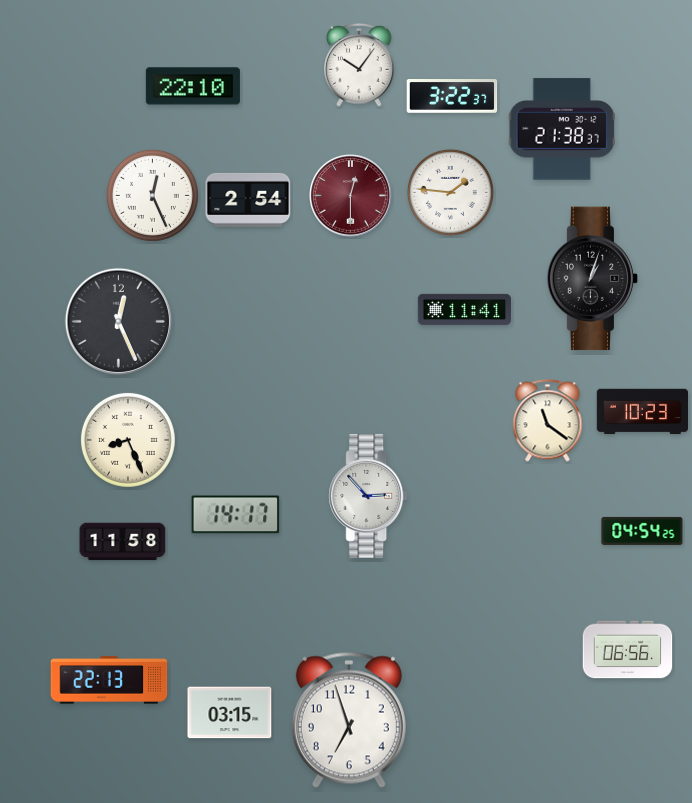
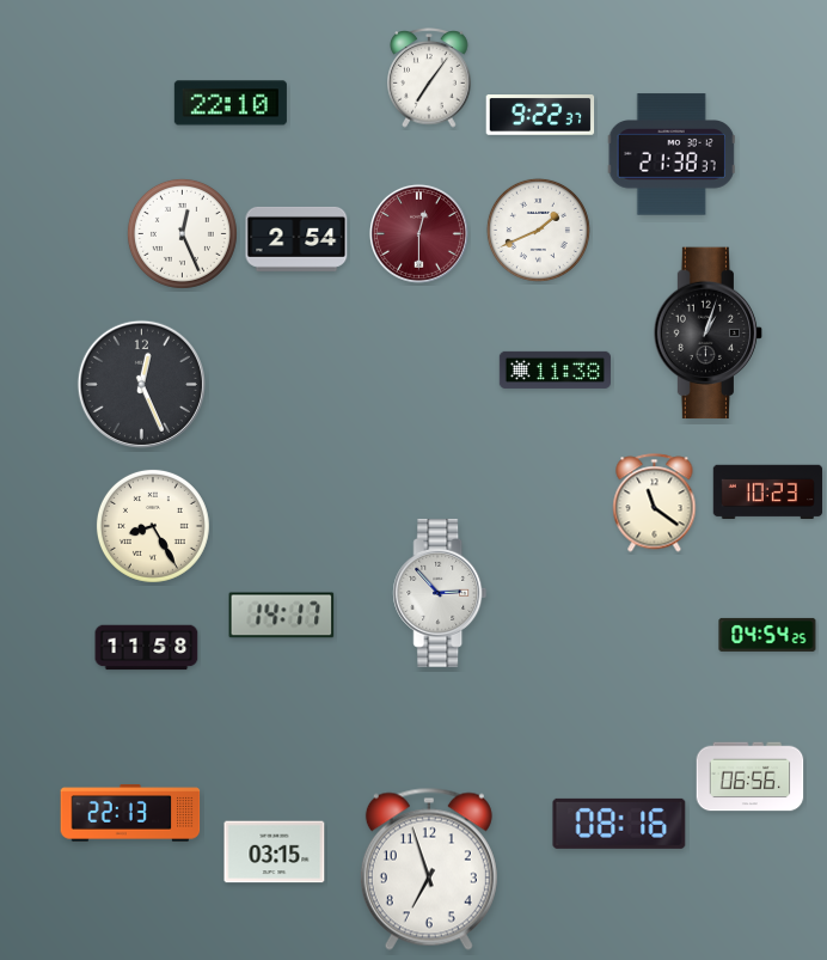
clock at (359, 66): 10:06 -> 7:06
clock at (452, 97): 3:22 -> 9:22
clock at (450, 192): 1:46 -> 1:41
clock at (464, 309): 11:41 -> 11:38
clock at (128, 440): 8:26 -> 8:25
clock at (619, 824): none -> 08:16
clock at (349, 720) position: (349, 720) -> (429, 869)
